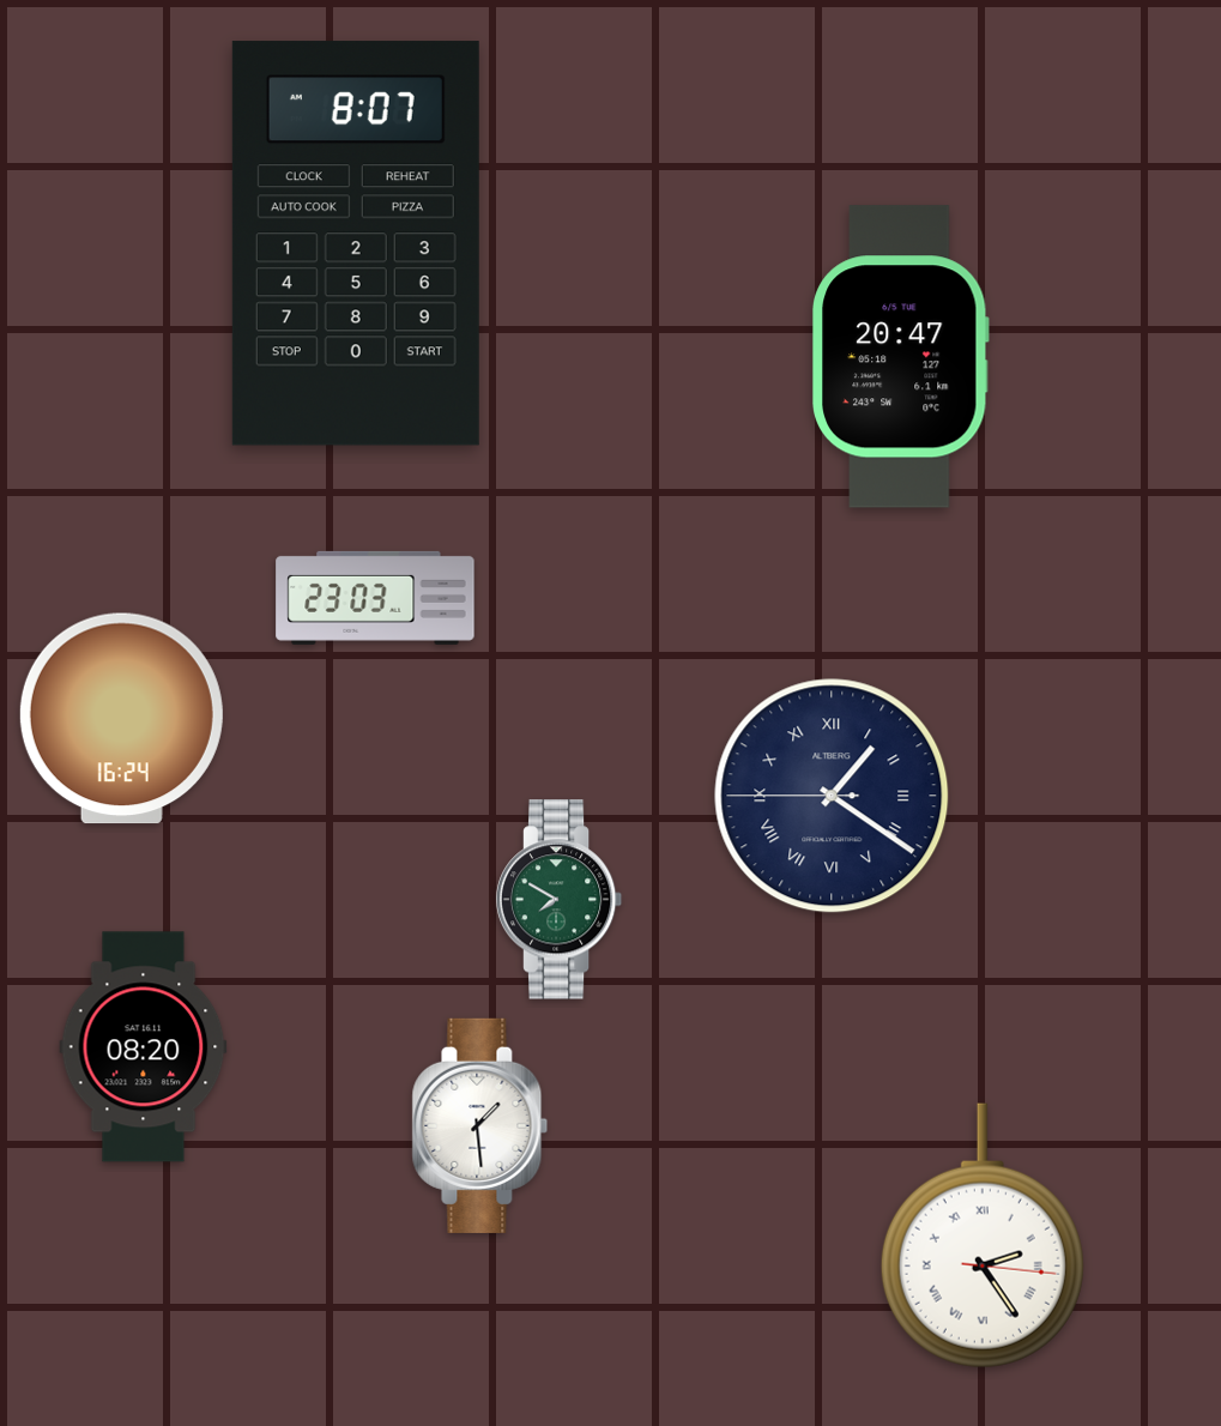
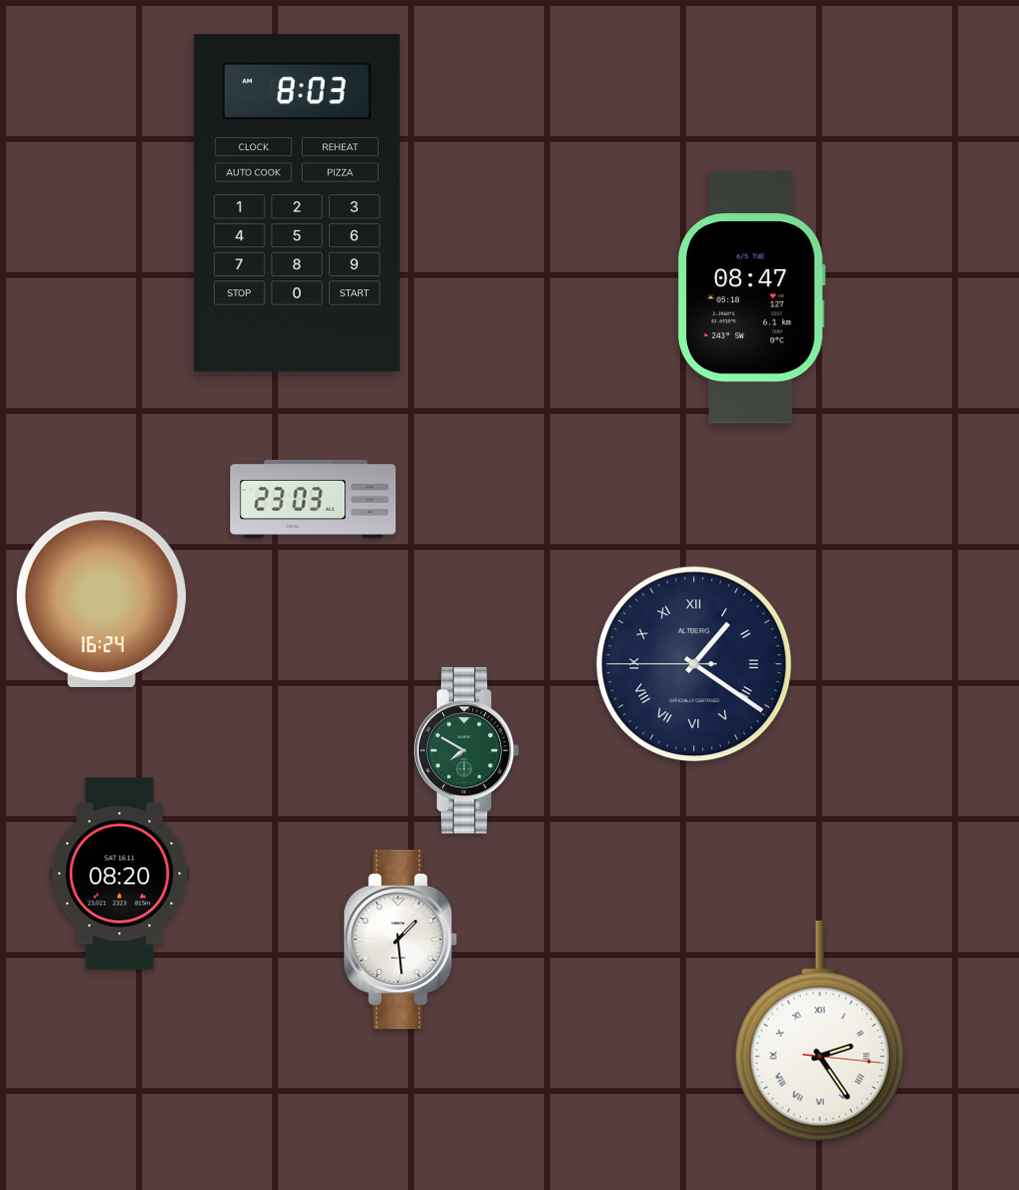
clock at (356, 243): 8:07 -> 8:03
clock at (901, 357): 20:47 -> 08:47
